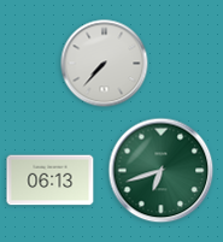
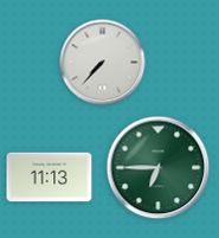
clock at (162, 171): 6:42 -> 6:45
clock at (51, 181): 06:13 -> 11:13
